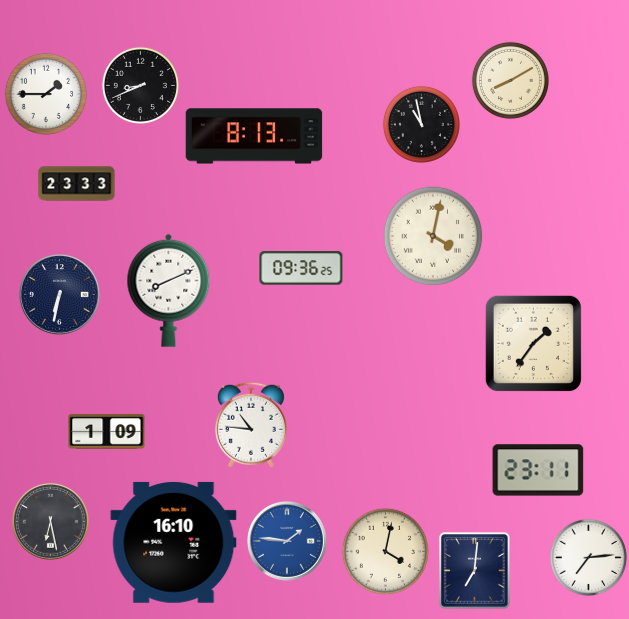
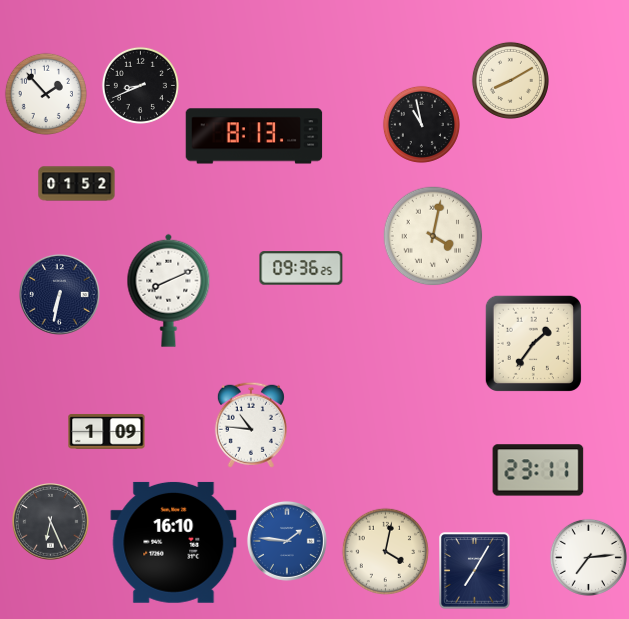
clock at (46, 94): 1:45 -> 1:53
clock at (77, 184): 23:33 -> 01:52
clock at (51, 522): 6:28 -> 6:26
clock at (475, 571): 7:01 -> 7:05
